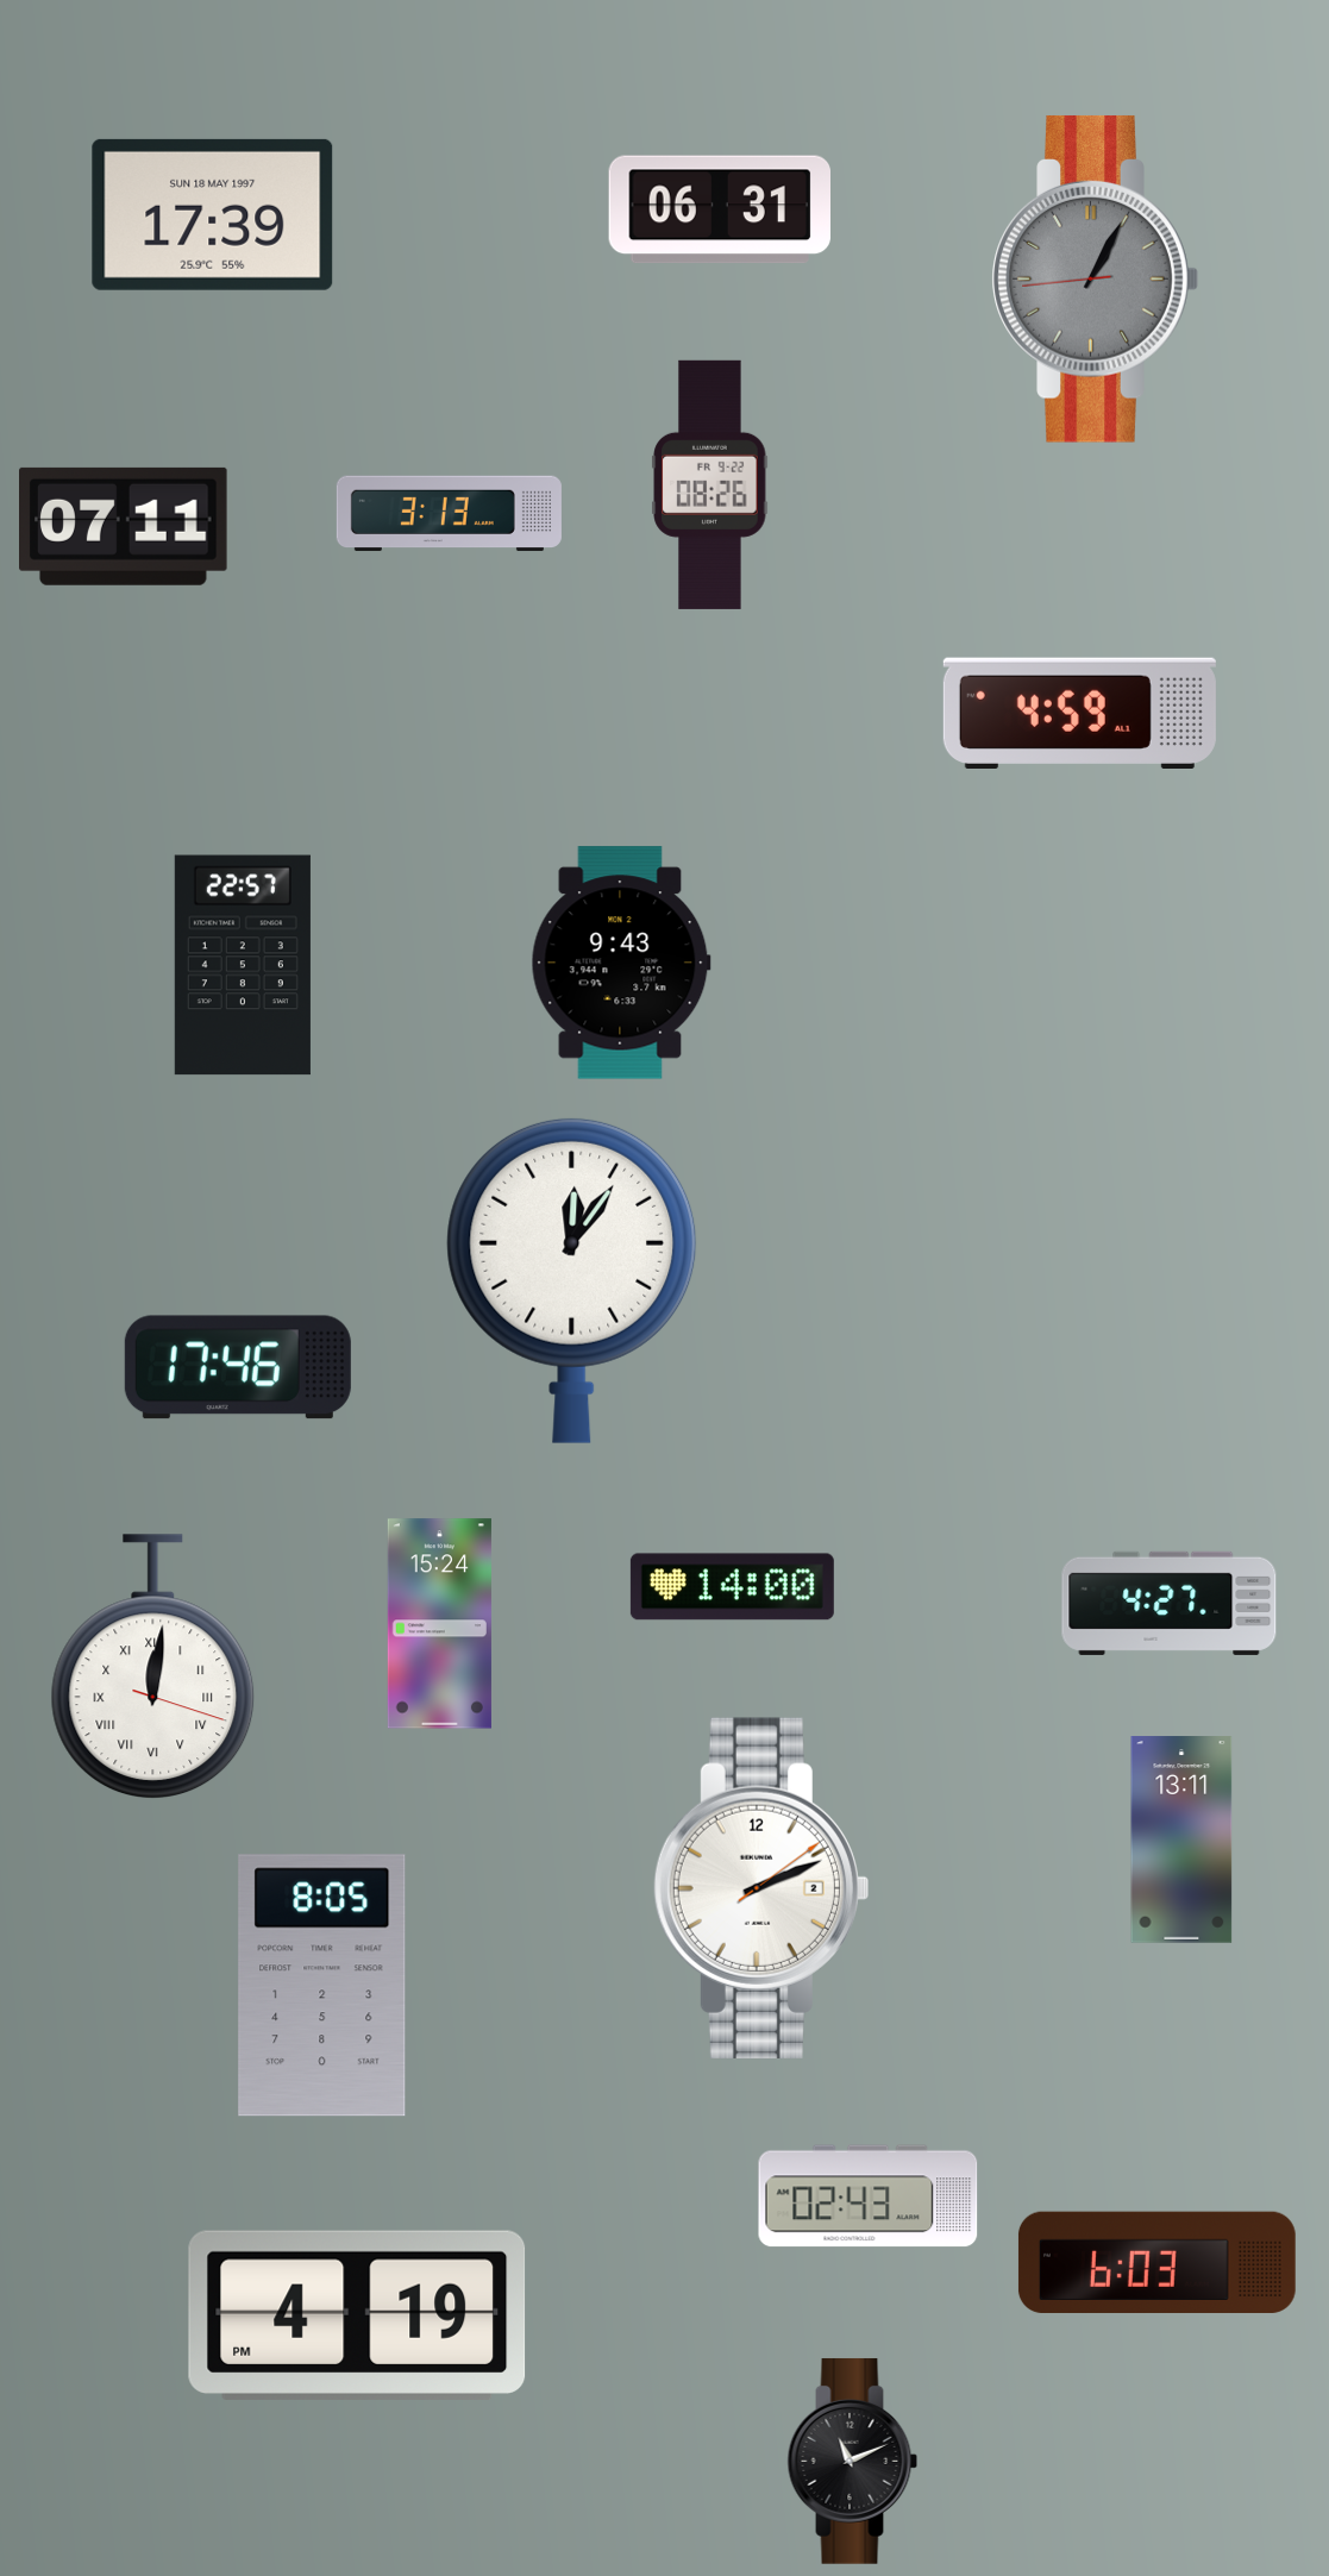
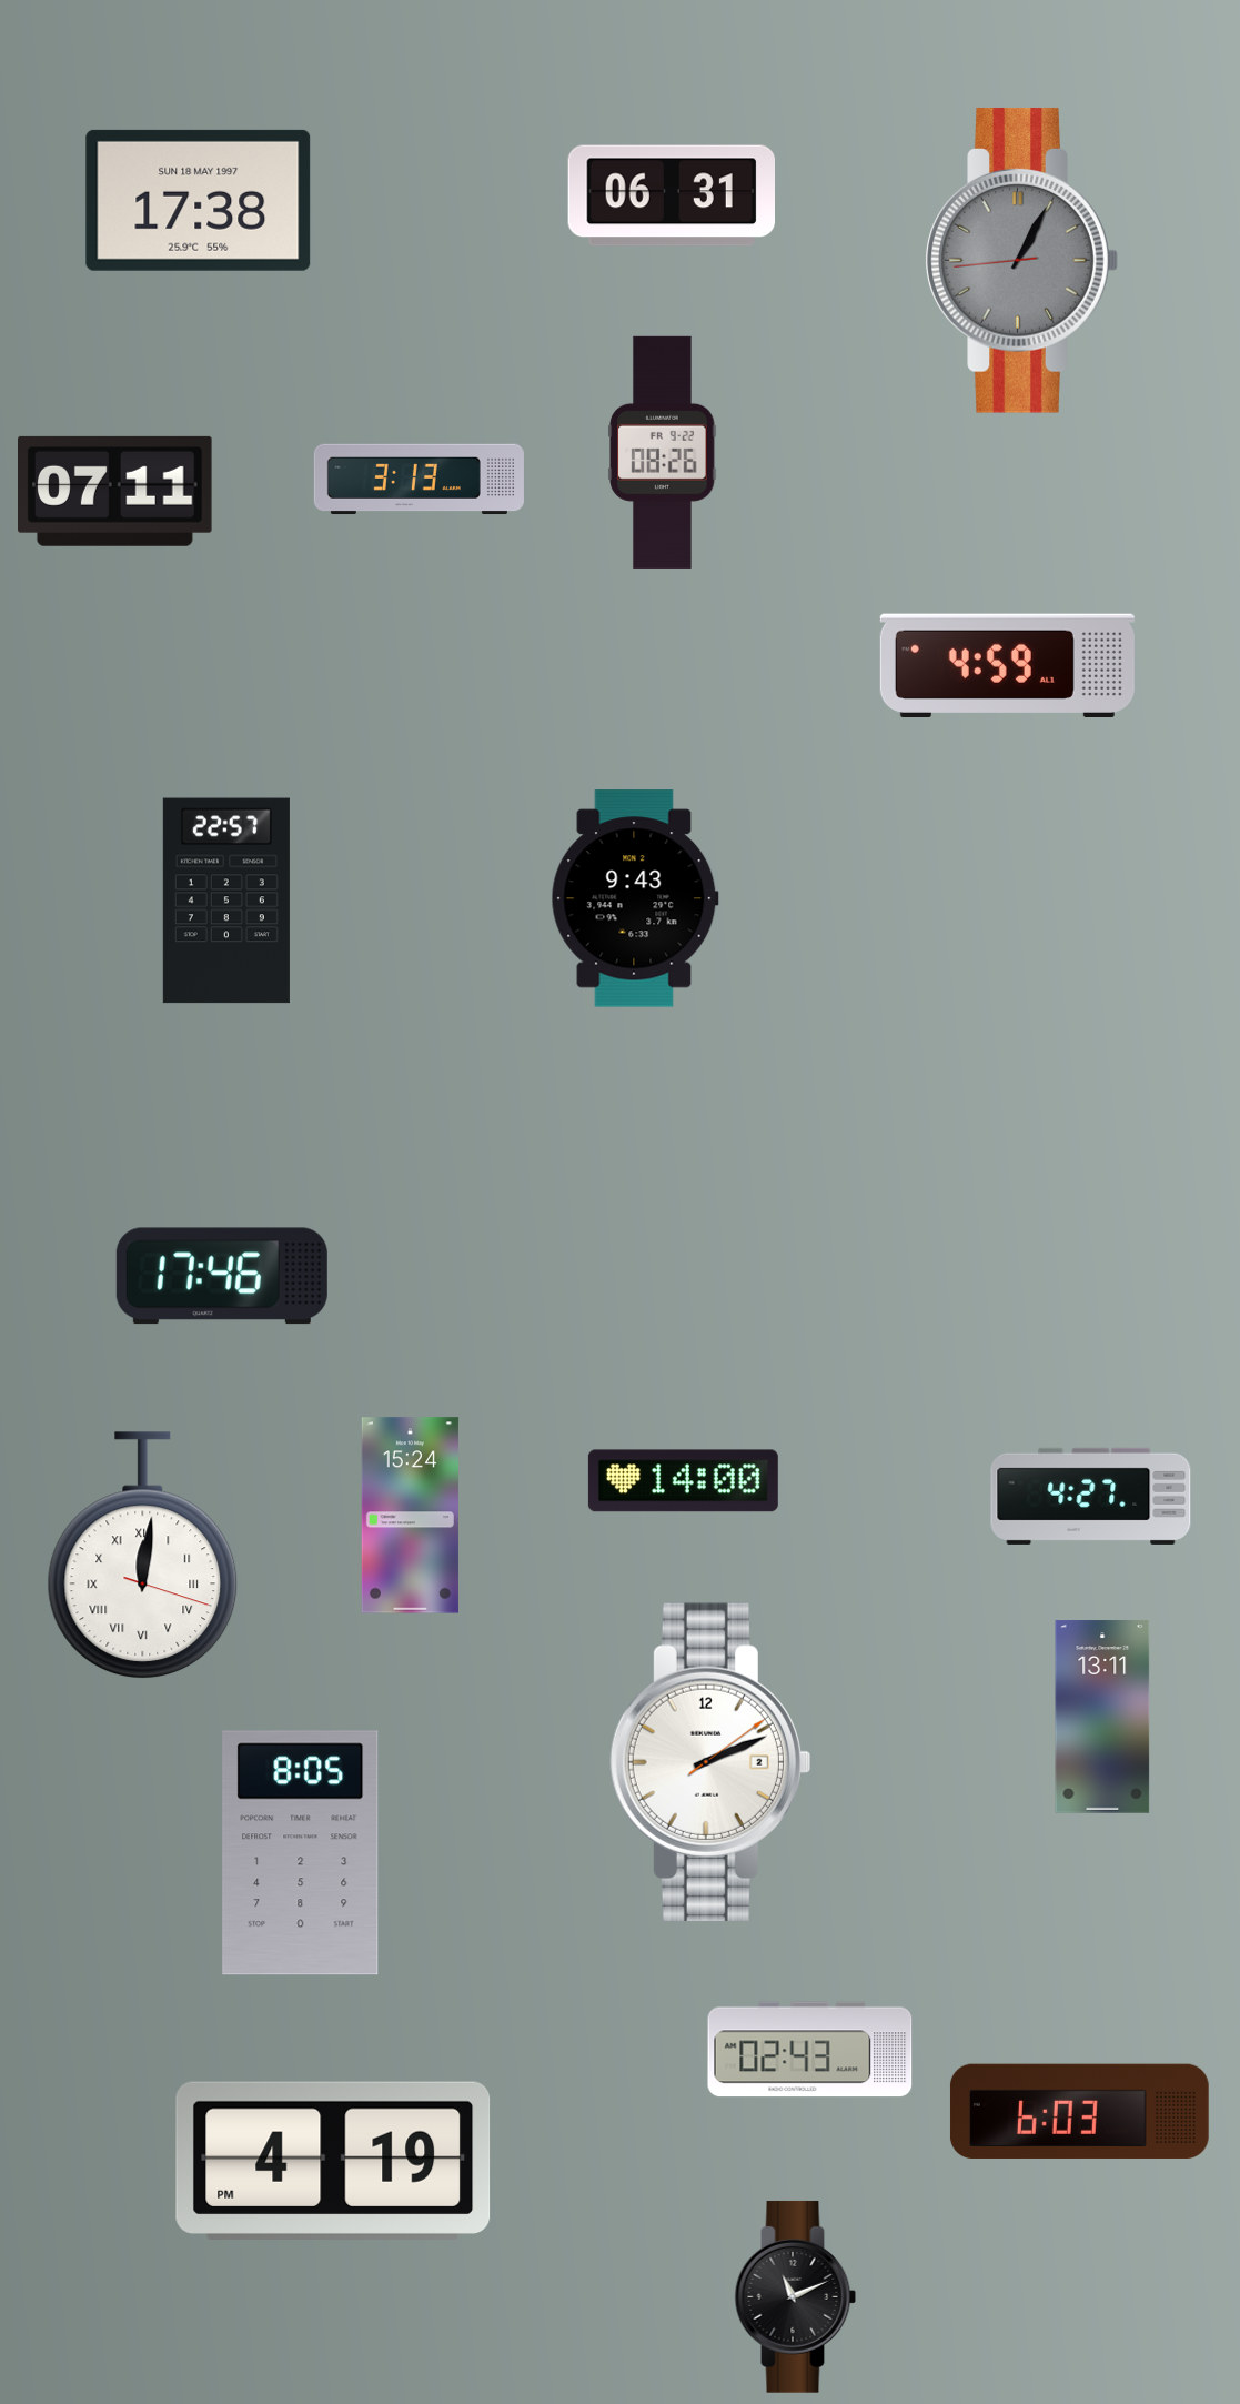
clock at (213, 214): 17:39 -> 17:38
clock at (621, 963) position: (621, 963) -> (635, 898)
clock at (572, 1280): 12:06 -> none
